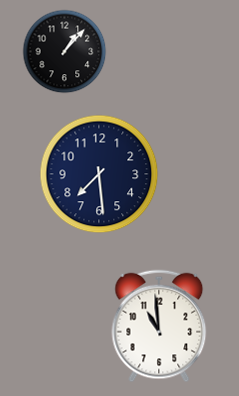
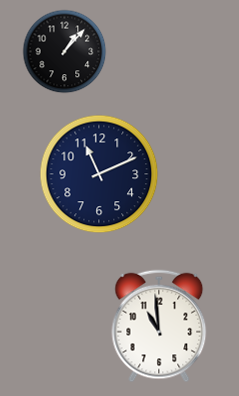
clock at (99, 174): 7:29 -> 11:11
